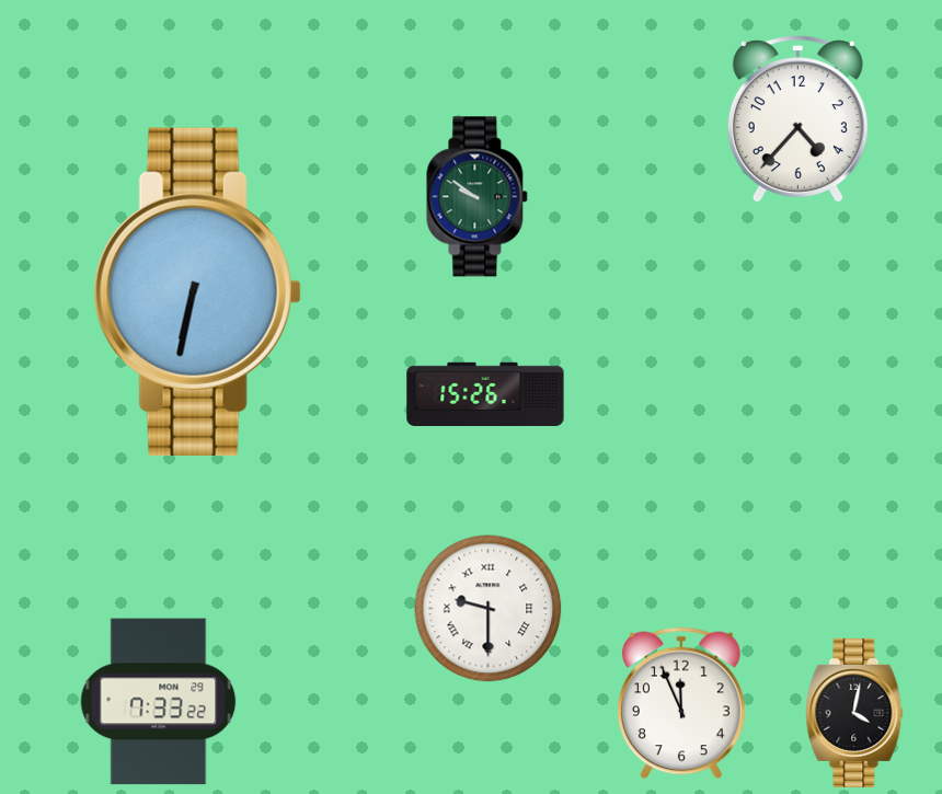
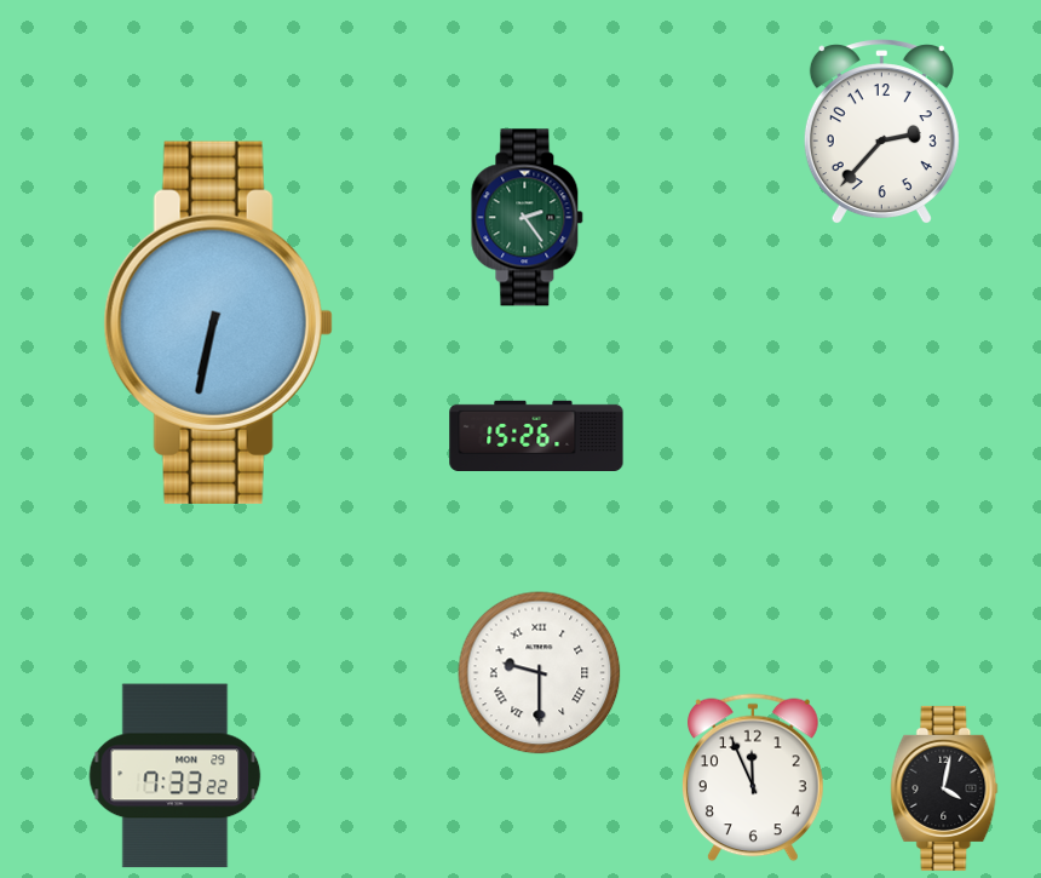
clock at (797, 119): 4:37 -> 2:37
clock at (478, 197): 9:51 -> 2:24
